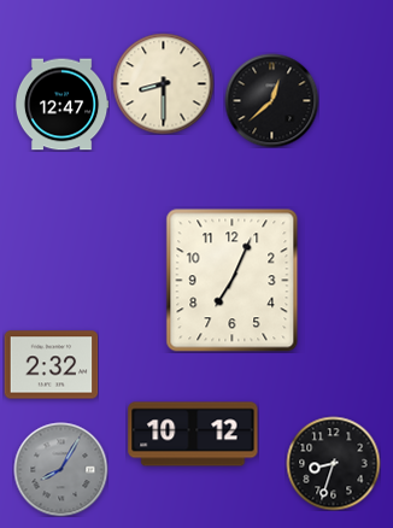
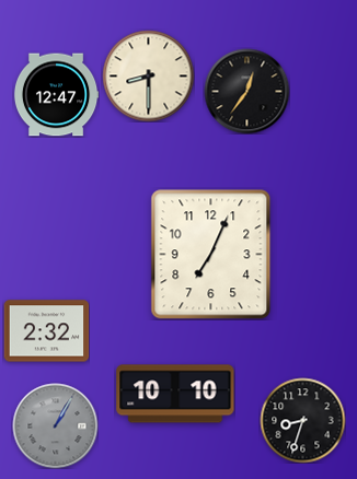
clock at (271, 100): 12:38 -> 12:36
clock at (193, 434): 10:12 -> 10:10
clock at (60, 469): 8:05 -> 1:05
